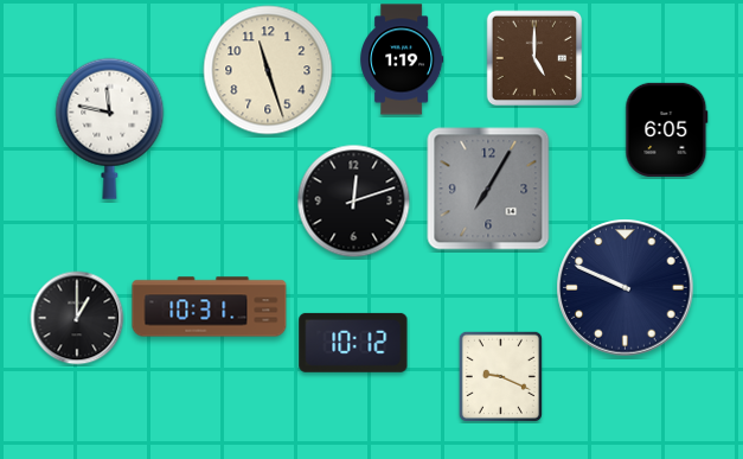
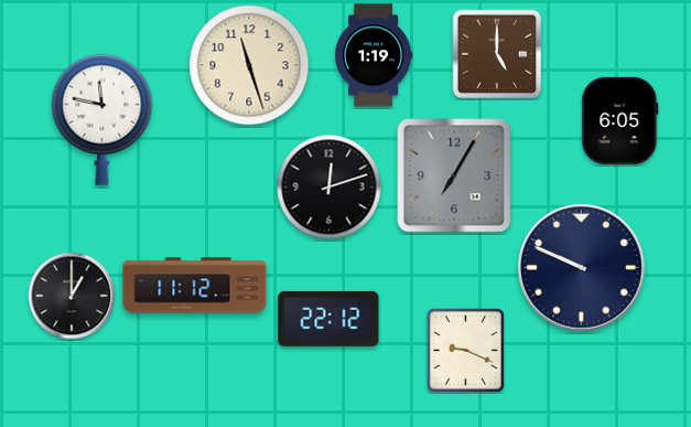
clock at (210, 307): 10:31 -> 11:12
clock at (353, 343): 10:12 -> 22:12
